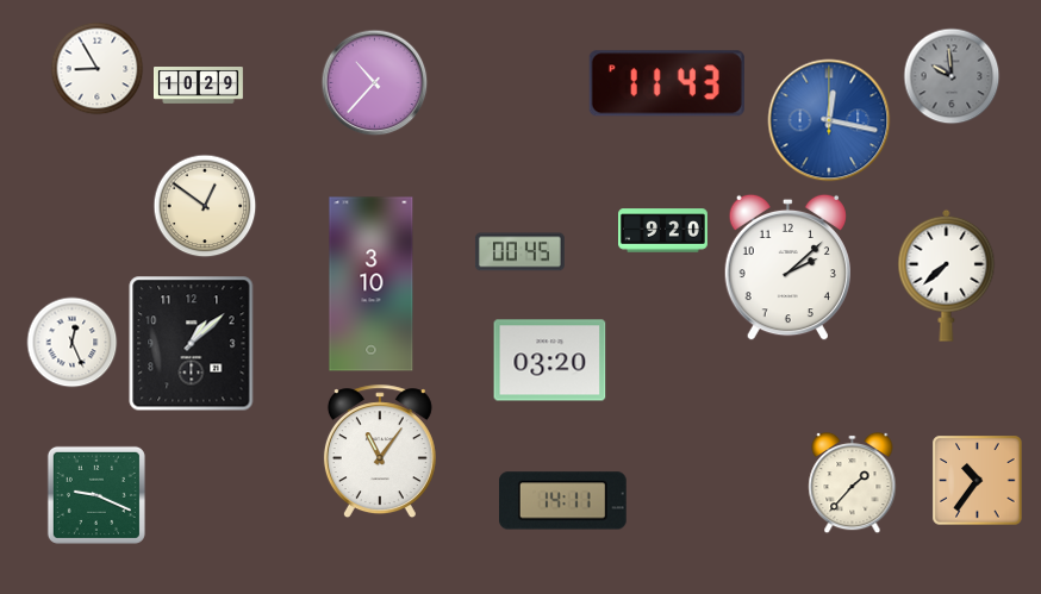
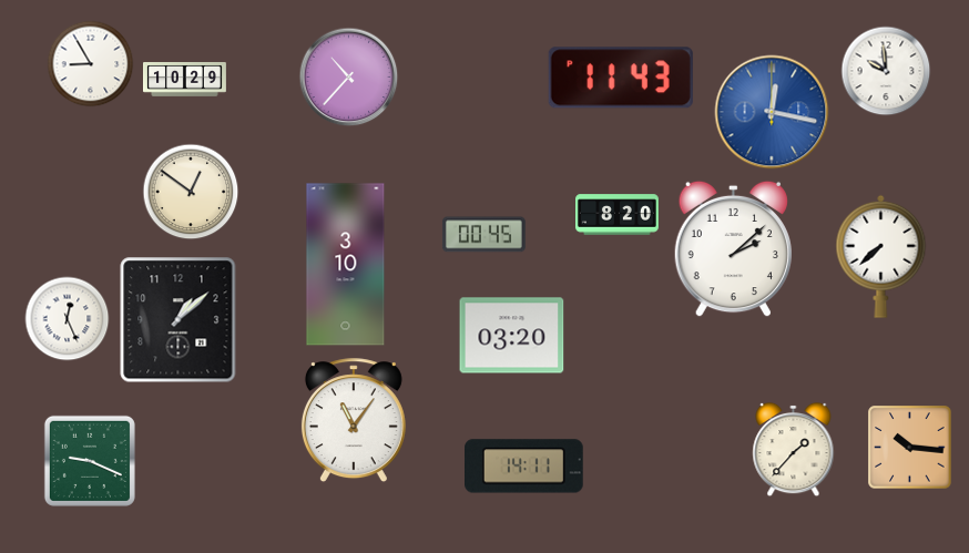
clock at (952, 76) dial: grey -> white
clock at (663, 231): 9:20 -> 8:20
clock at (978, 481): 10:36 -> 10:16
